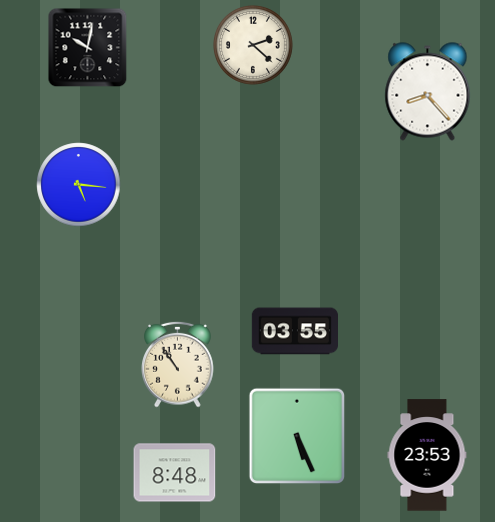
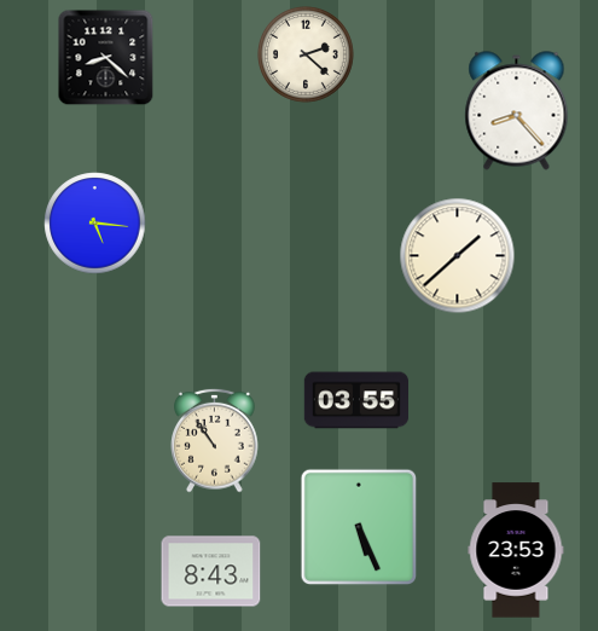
clock at (88, 48): 10:02 -> 8:22
clock at (458, 256): none -> 1:38
clock at (175, 473): 8:48 -> 8:43
